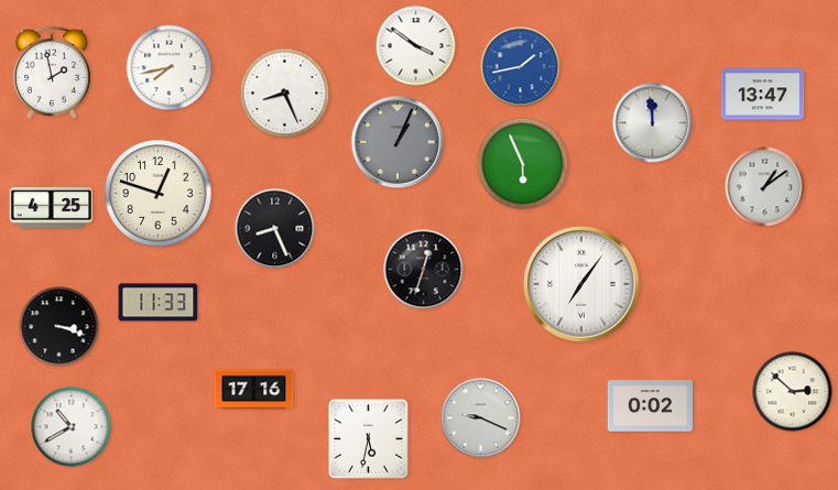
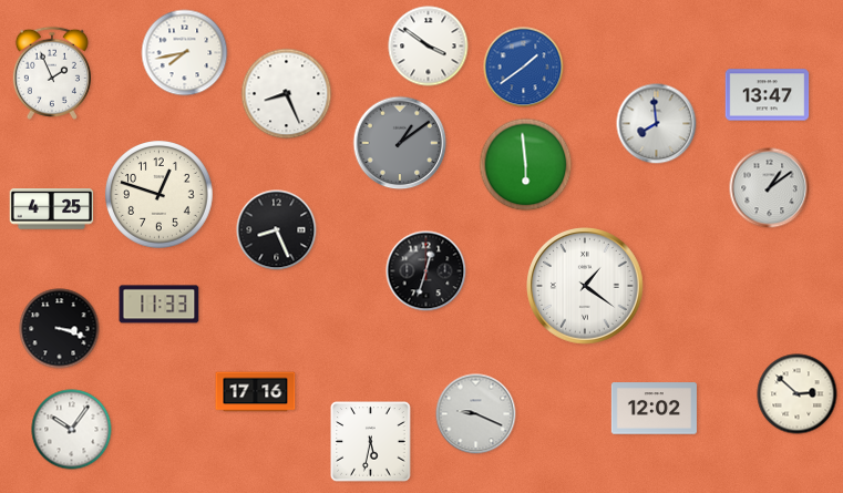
clock at (416, 46) position: (416, 46) -> (429, 47)
clock at (521, 67): 1:43 -> 1:39
clock at (170, 68) position: (170, 68) -> (185, 53)
clock at (52, 73): 1:58 -> 1:56
clock at (653, 123): 11:59 -> 7:59
clock at (398, 142): 1:04 -> 1:09
clock at (523, 164): 5:56 -> 5:59
clock at (583, 285): 7:06 -> 1:21
clock at (650, 406): 0:02 -> 12:02
clock at (481, 418) position: (481, 418) -> (476, 414)
clock at (72, 427): 10:40 -> 10:06
